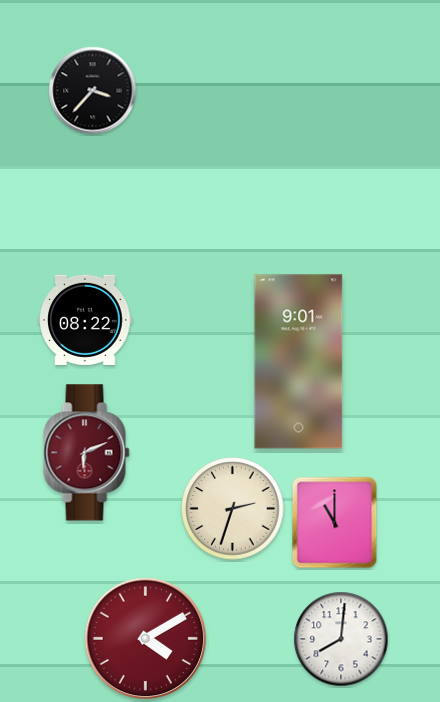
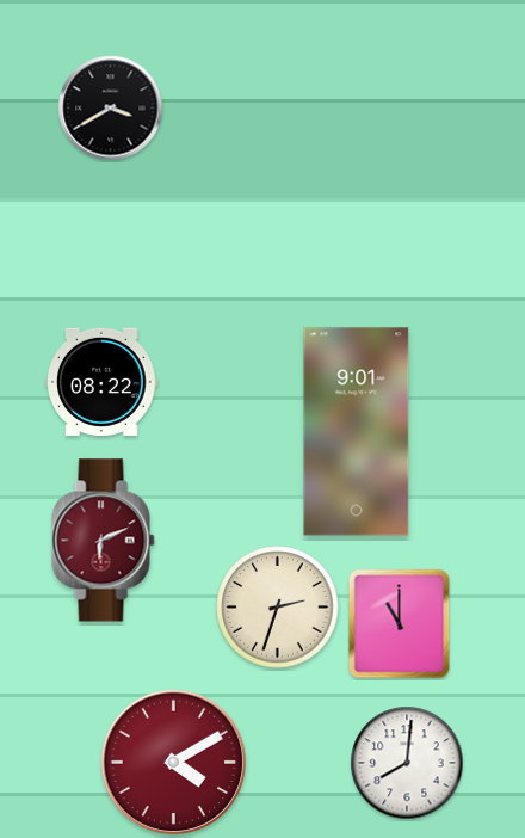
clock at (93, 91): 3:37 -> 3:40
